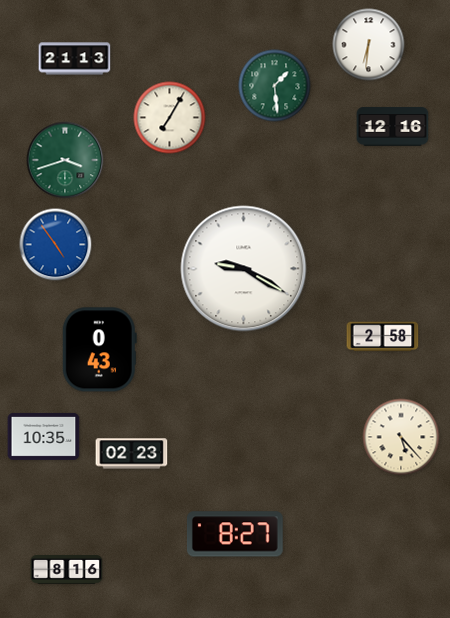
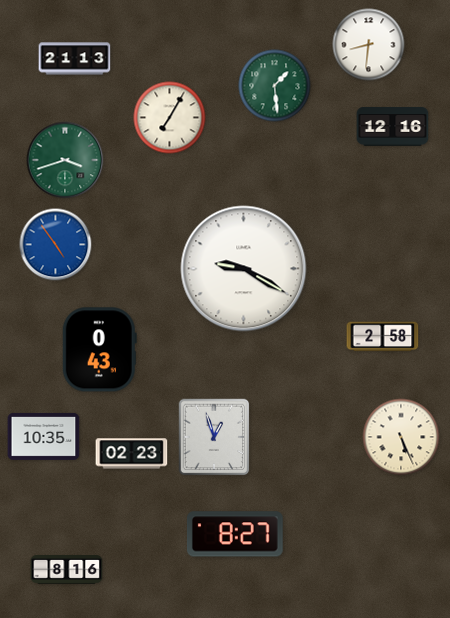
clock at (369, 45): 6:31 -> 8:31
clock at (214, 437): none -> 12:57
clock at (401, 437): 5:23 -> 5:26
